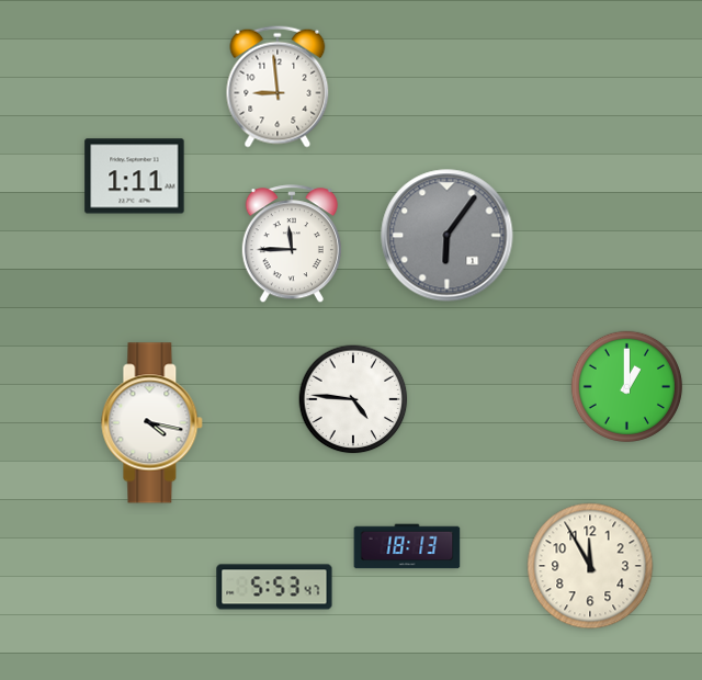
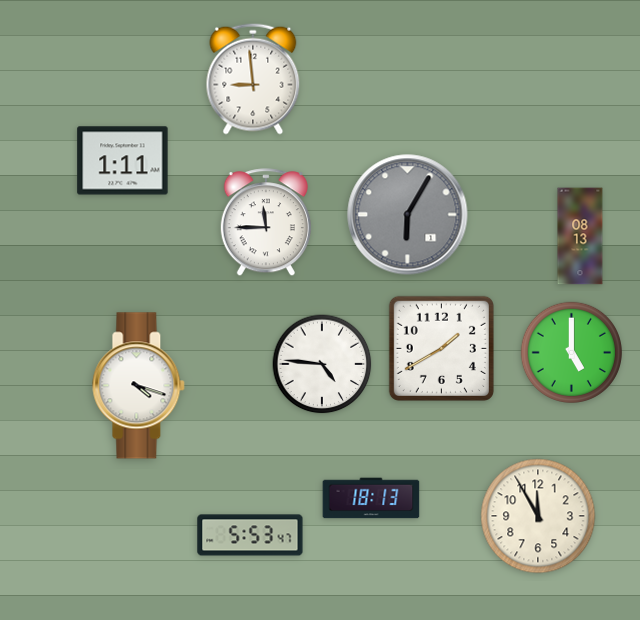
clock at (448, 236): 6:06 -> 6:05
clock at (580, 236): none -> 08:13
clock at (441, 348): none -> 1:40
clock at (626, 386): 1:00 -> 5:00
clock at (152, 423): 4:17 -> 4:18
